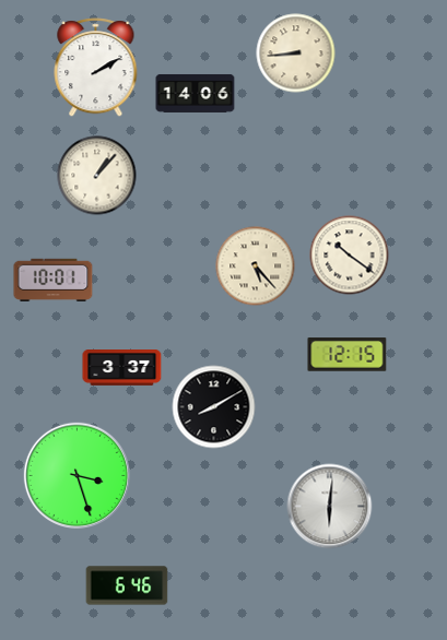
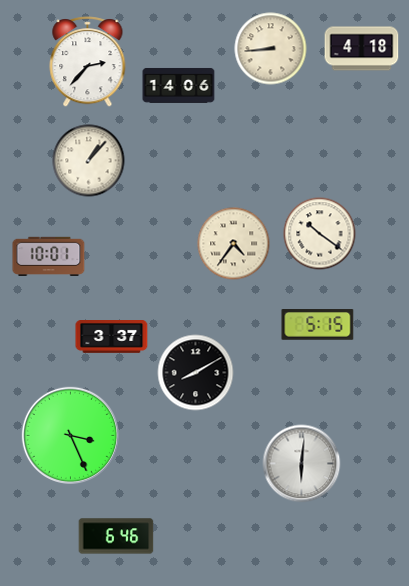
clock at (362, 49): none -> 4:18
clock at (96, 68): 2:10 -> 2:37
clock at (256, 266): 5:23 -> 4:36
clock at (348, 355): 12:15 -> 5:15
clock at (77, 475): 3:27 -> 3:26
